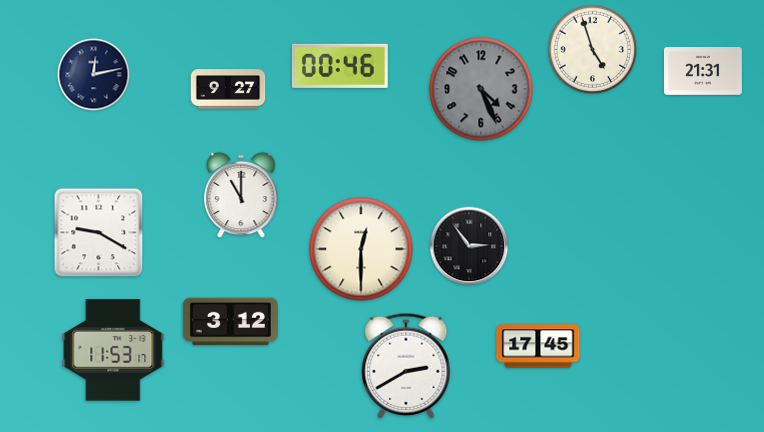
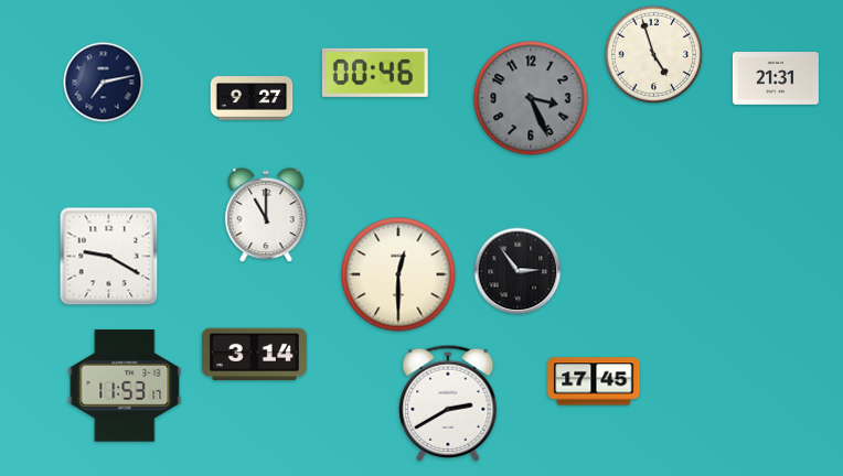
clock at (94, 75): 12:13 -> 7:13
clock at (481, 89): 4:26 -> 3:26
clock at (230, 322): 3:12 -> 3:14
